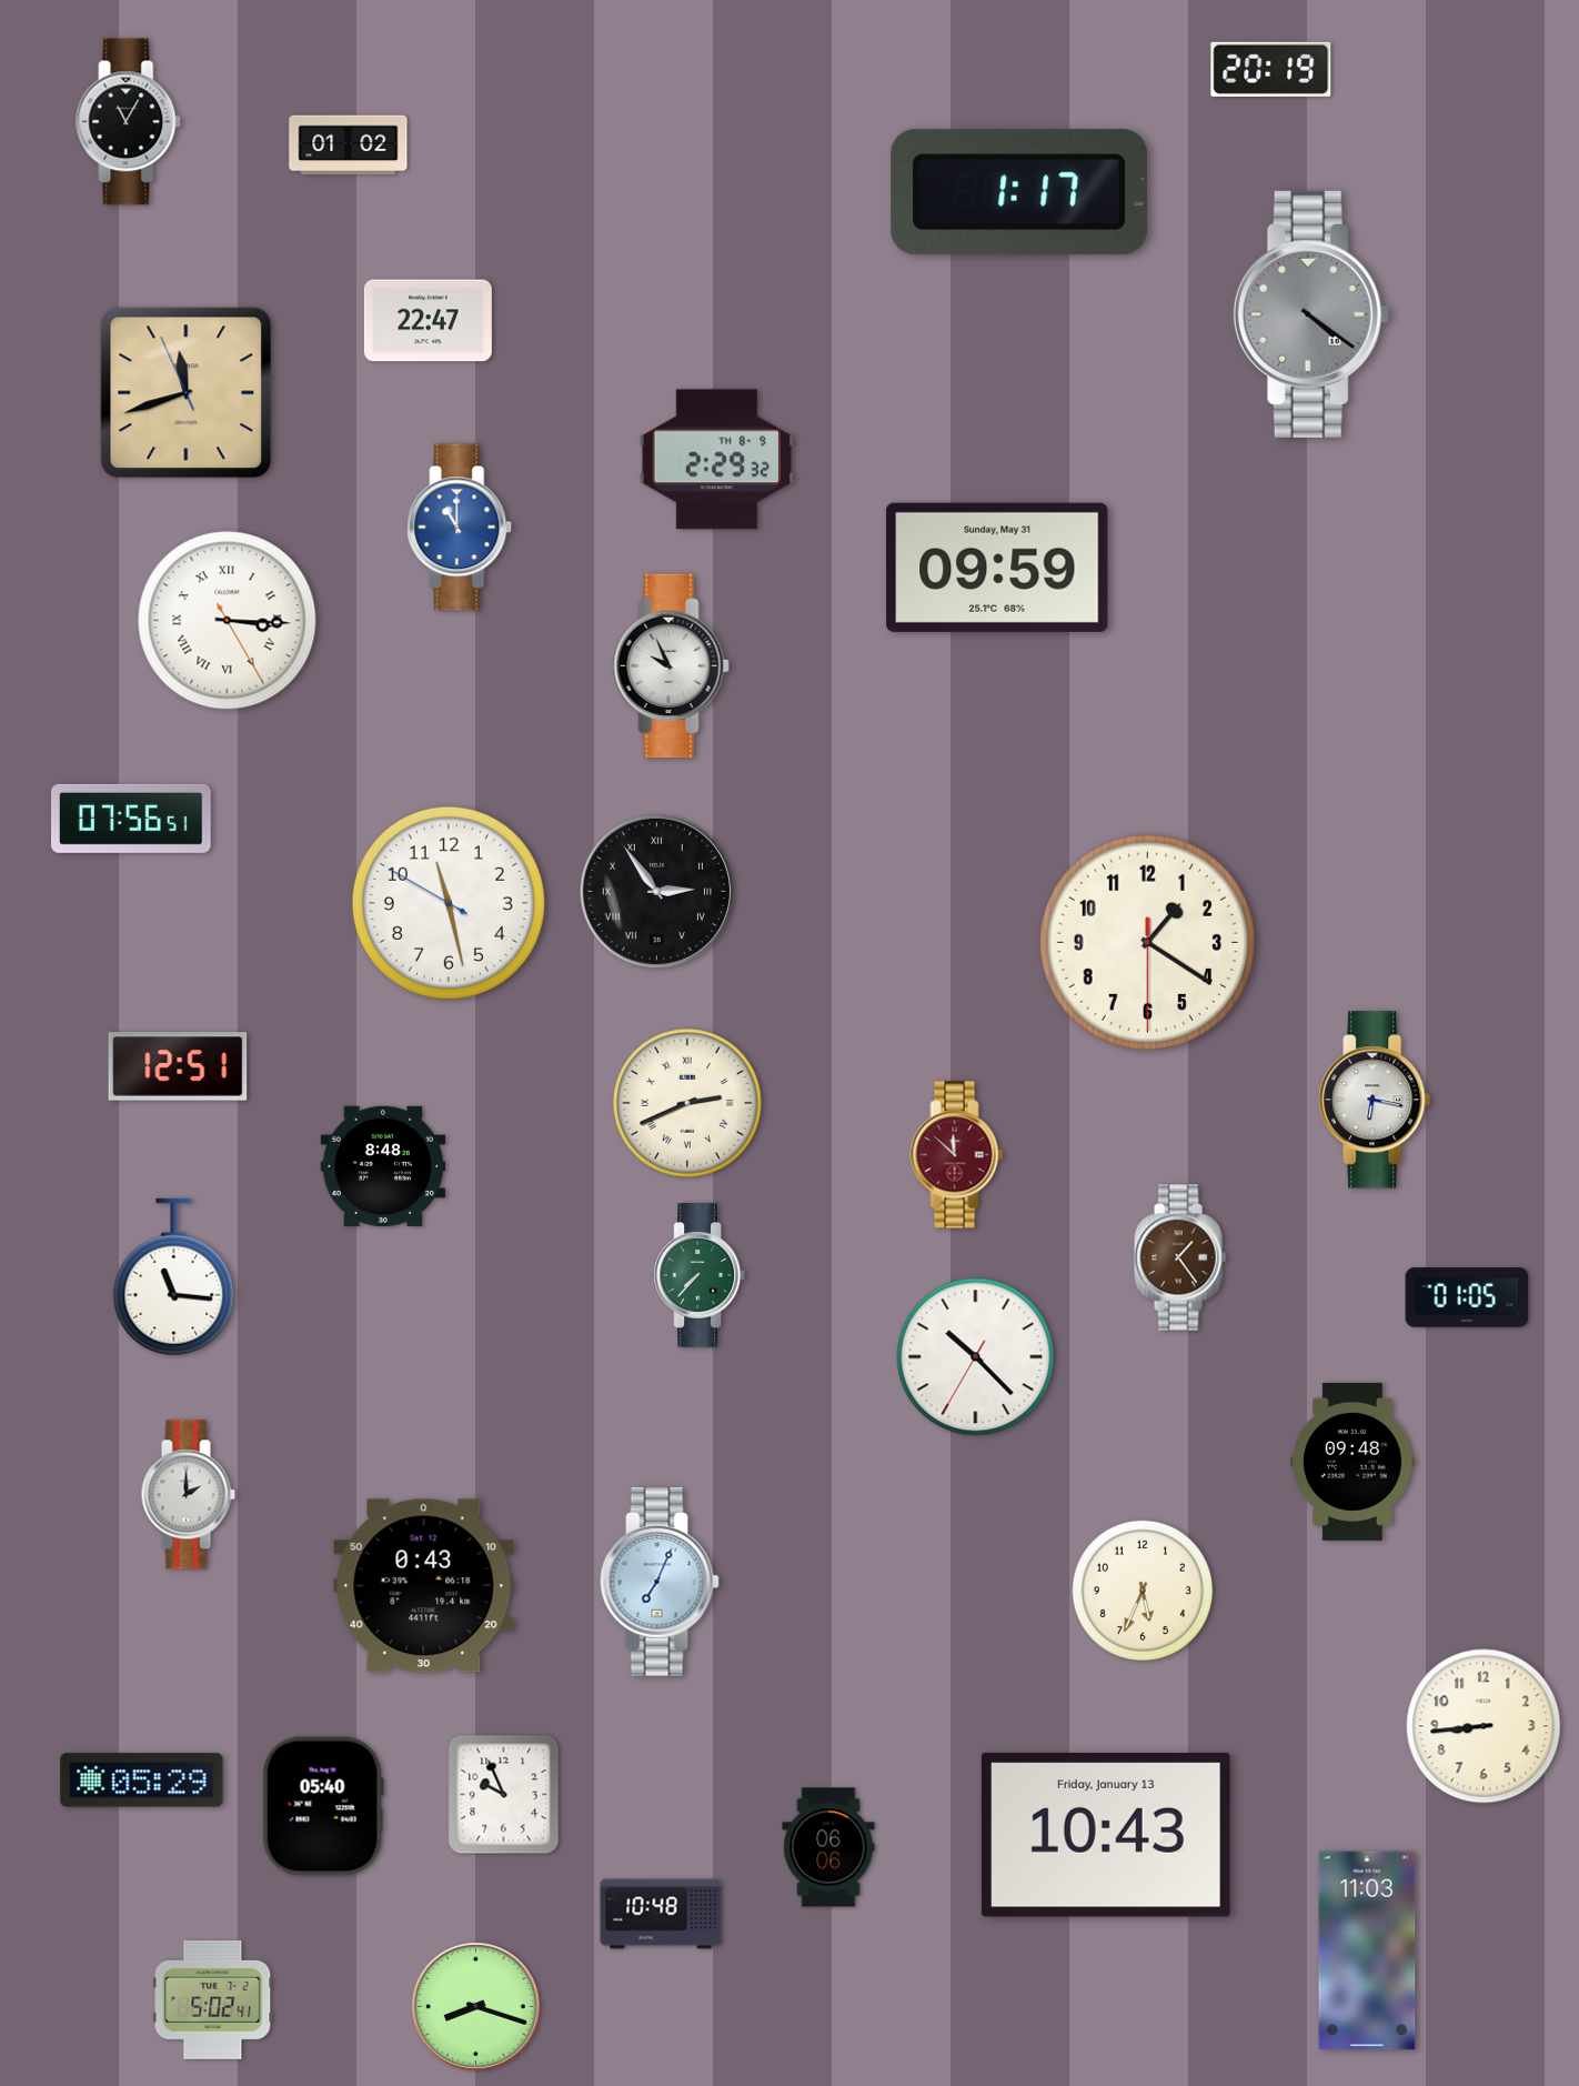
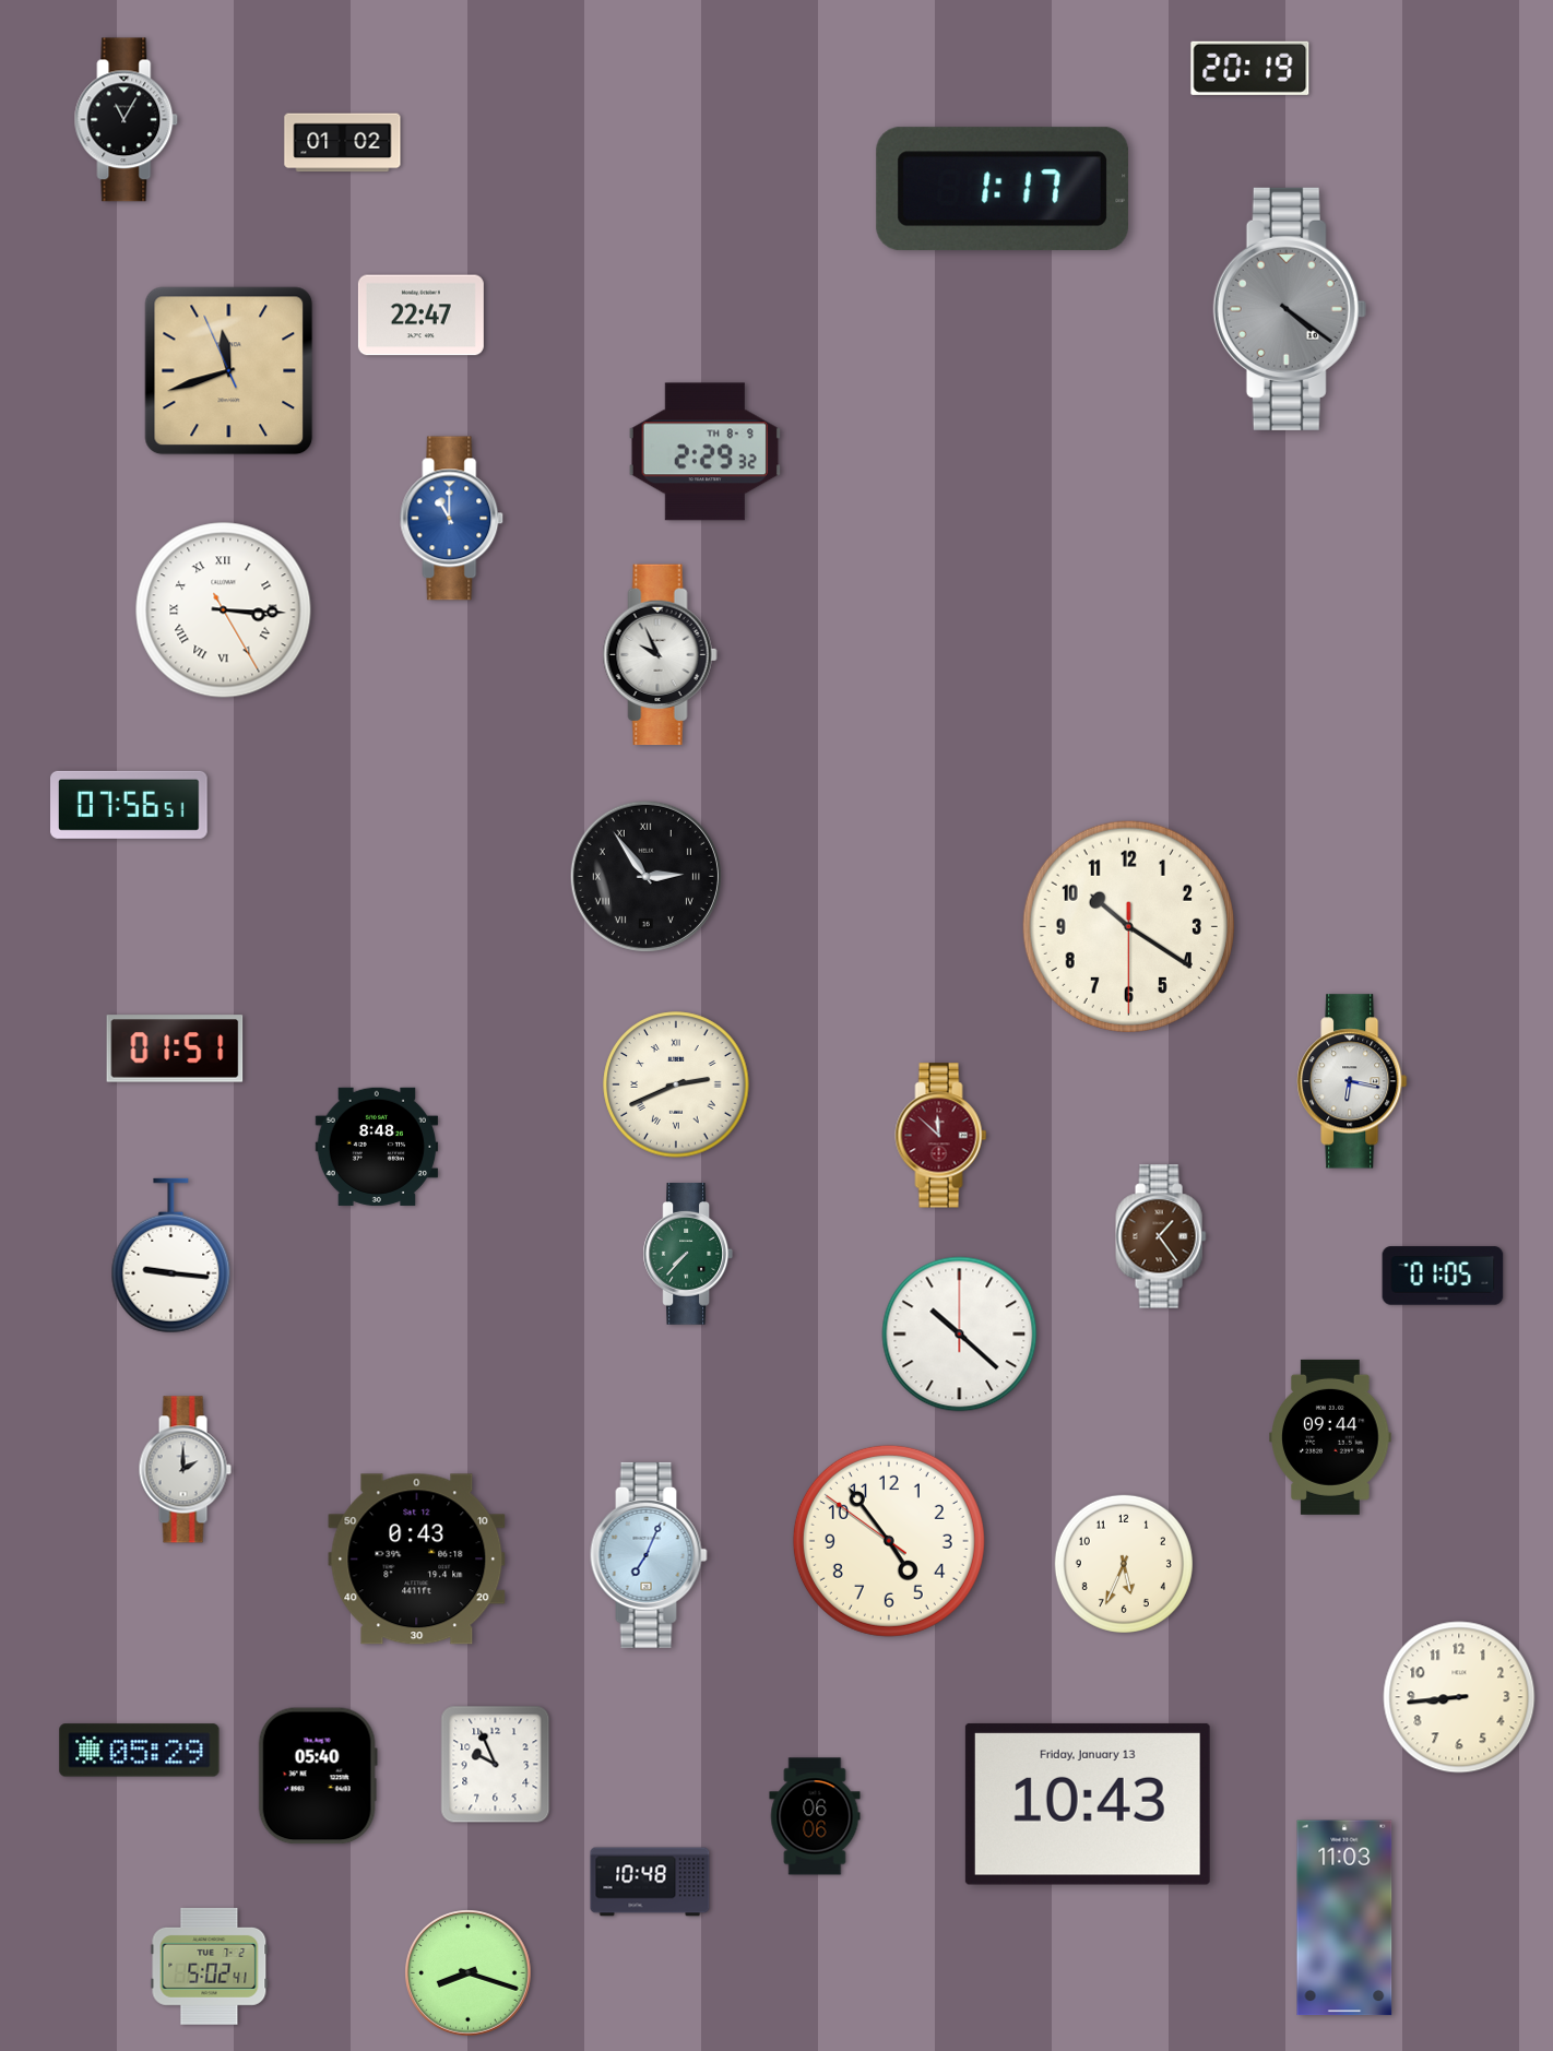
clock at (187, 393) position: (187, 393) -> (229, 371)
clock at (997, 568): 09:59 -> none
clock at (449, 903): 11:27 -> none
clock at (1147, 942): 1:20 -> 10:20
clock at (178, 1066): 12:51 -> 01:51
clock at (174, 1277): 11:16 -> 9:16
clock at (976, 1357): 10:22:35 -> 10:22:00
clock at (1352, 1462): 09:48 -> 09:44
clock at (889, 1541): none -> 4:53
